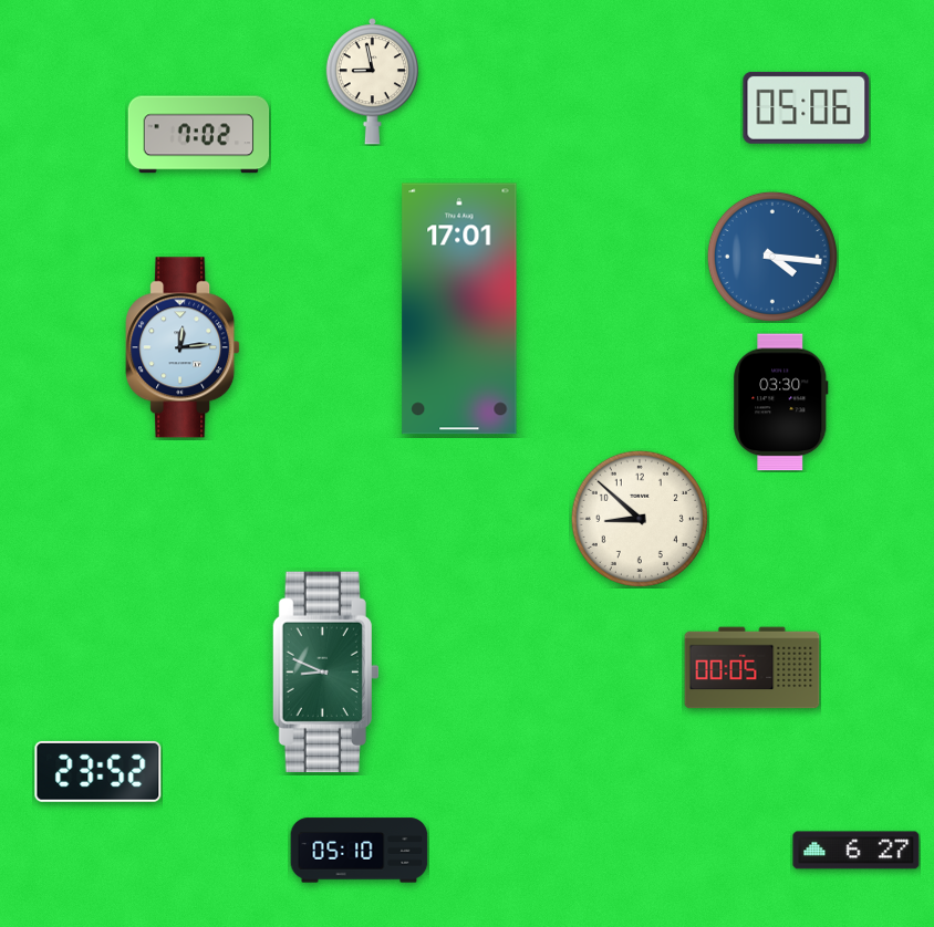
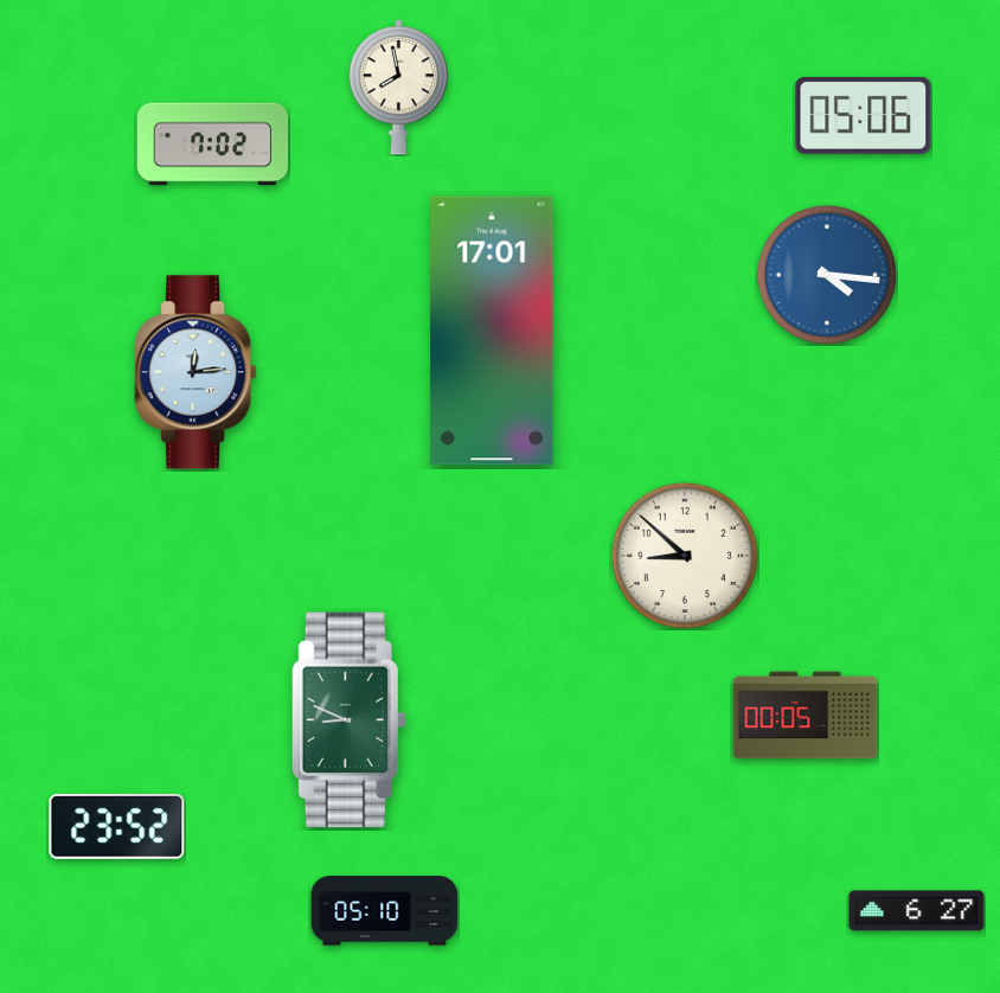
clock at (372, 82): 8:58 -> 7:58
clock at (781, 403): 03:30 -> none
clock at (98, 771) position: (98, 771) -> (117, 826)
